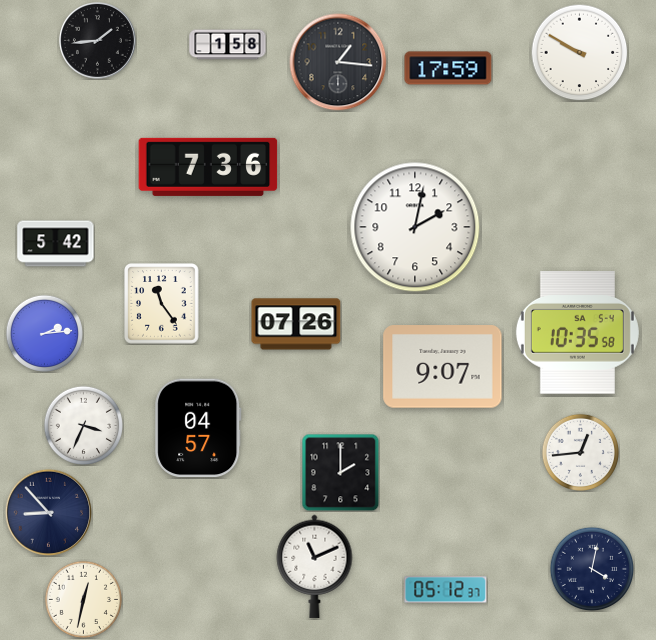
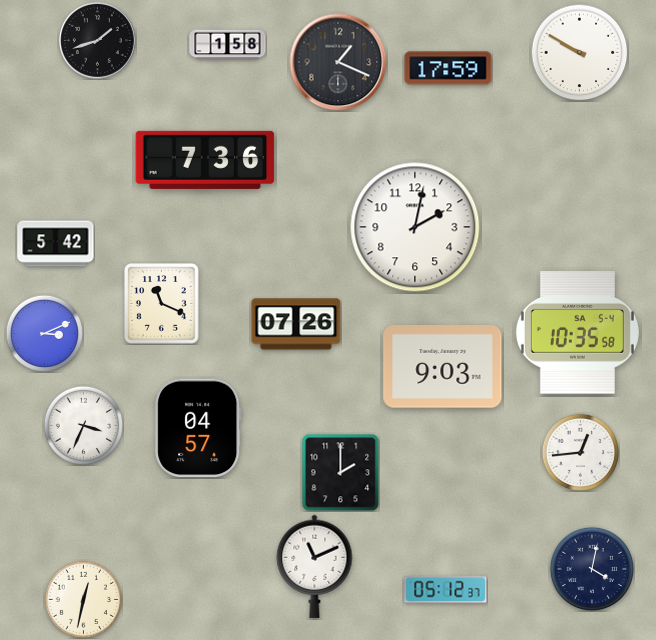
clock at (98, 41): 1:44 -> 1:42
clock at (338, 62): 1:16 -> 1:19
clock at (208, 167) position: (208, 167) -> (205, 160)
clock at (162, 304): 11:24 -> 11:19
clock at (44, 333): 2:14 -> 3:11
clock at (443, 367): 9:07 -> 9:03
clock at (48, 512): 8:53 -> none
